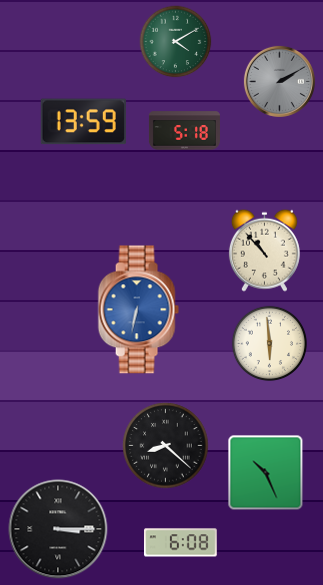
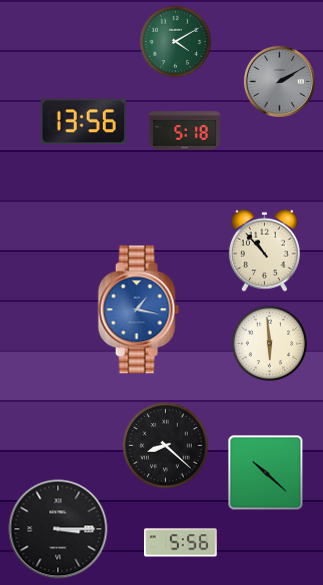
clock at (83, 122): 13:59 -> 13:56
clock at (138, 310): 6:32 -> 1:17
clock at (266, 473): 10:26 -> 10:22
clock at (181, 543): 6:08 -> 5:56
